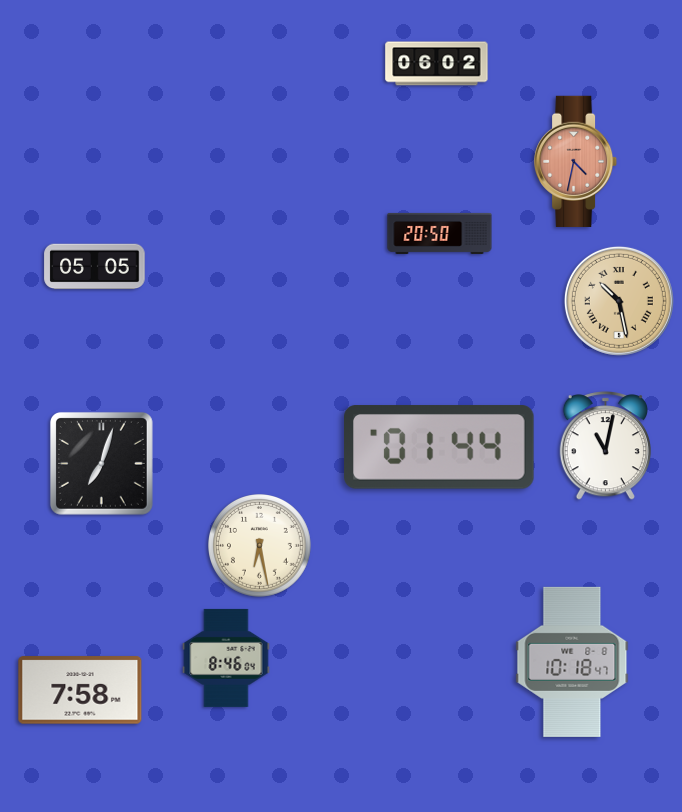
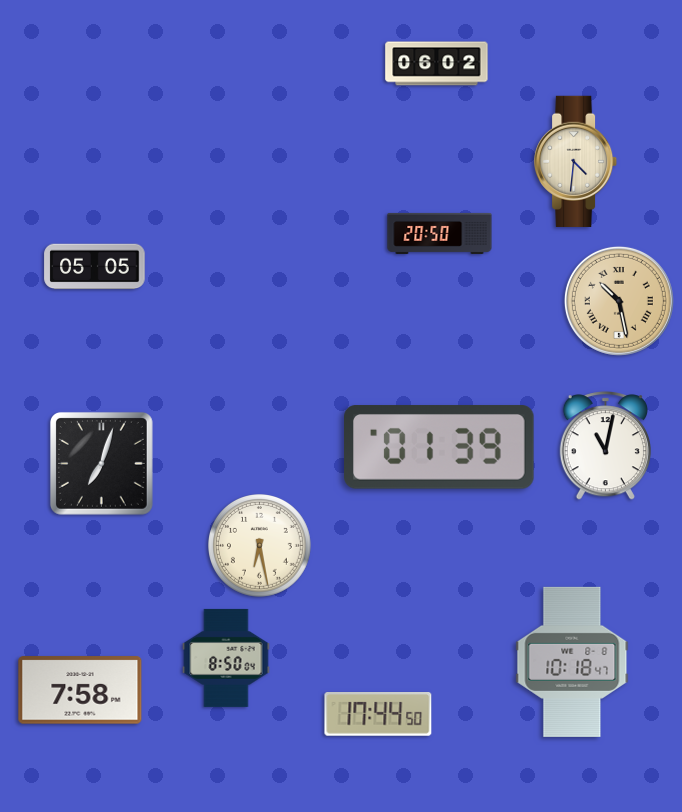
clock at (576, 161): 4:32 -> 4:31
clock at (576, 161) dial: salmon -> cream
clock at (439, 447): 01:44 -> 01:39
clock at (226, 658): 8:46 -> 8:50
clock at (378, 715): none -> 17:44
